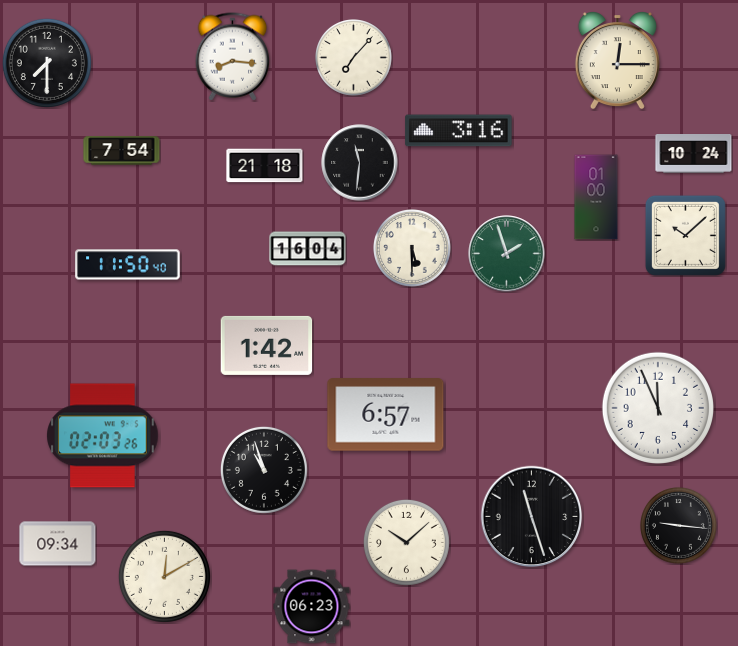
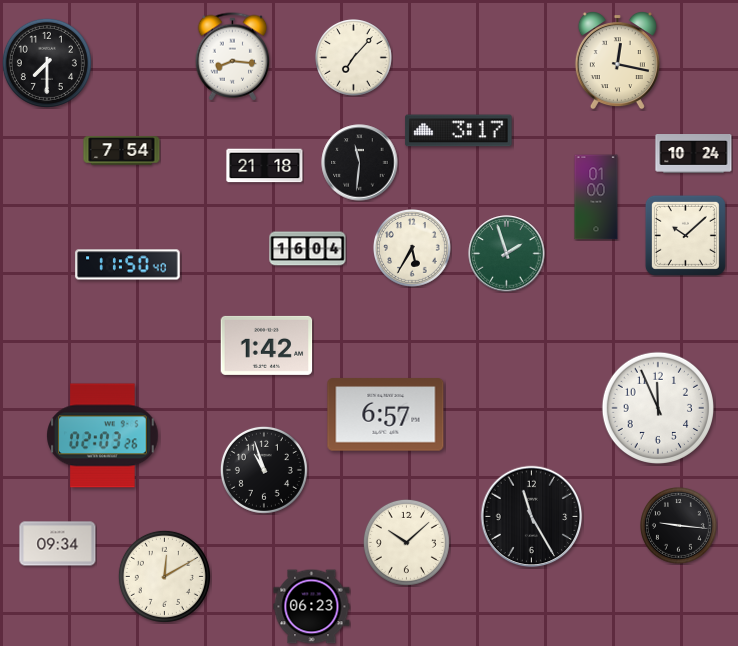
clock at (617, 61): 12:15 -> 12:17
clock at (459, 131): 3:16 -> 3:17
clock at (413, 249): 5:30 -> 5:35
clock at (532, 517): 11:27 -> 11:25
